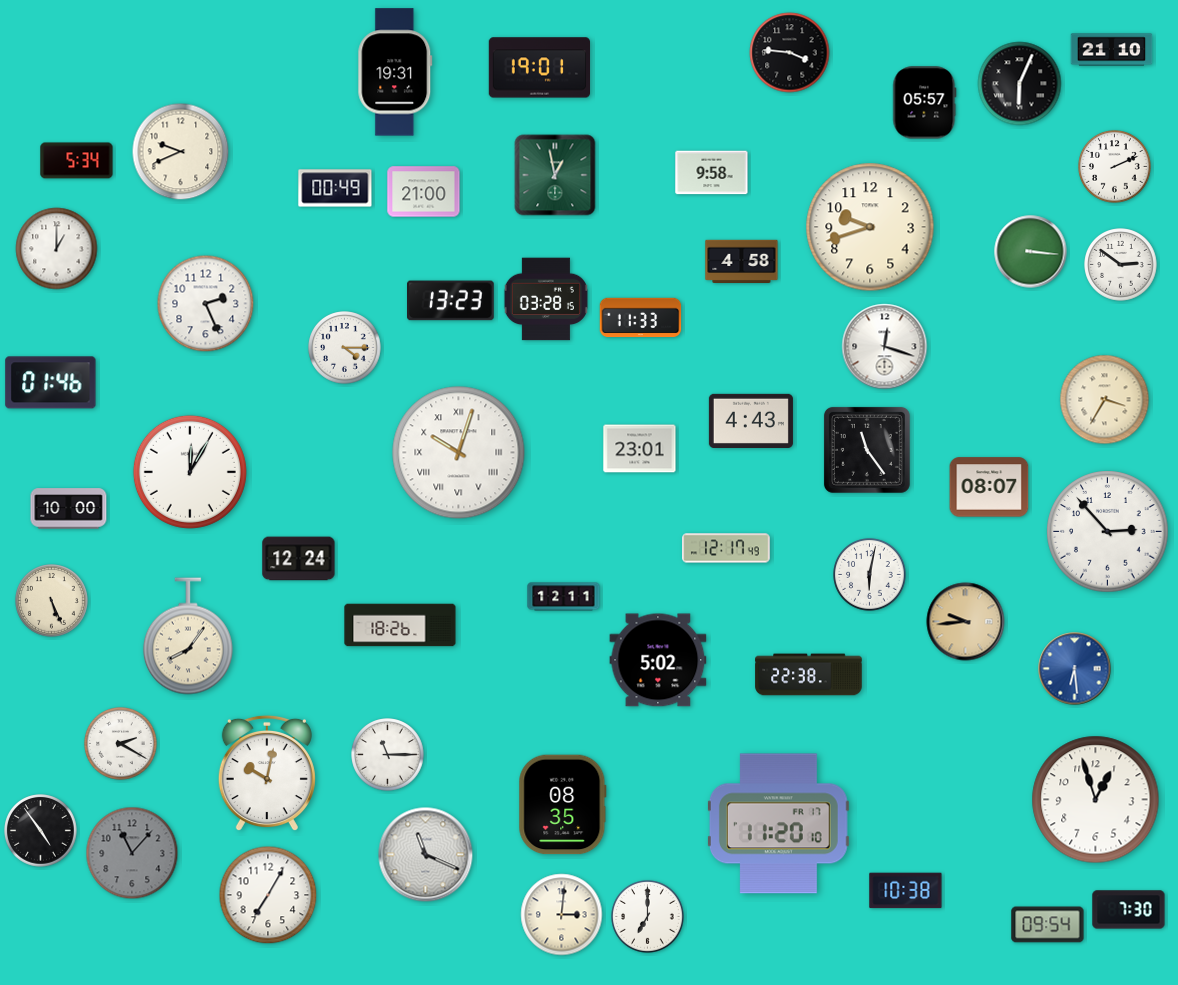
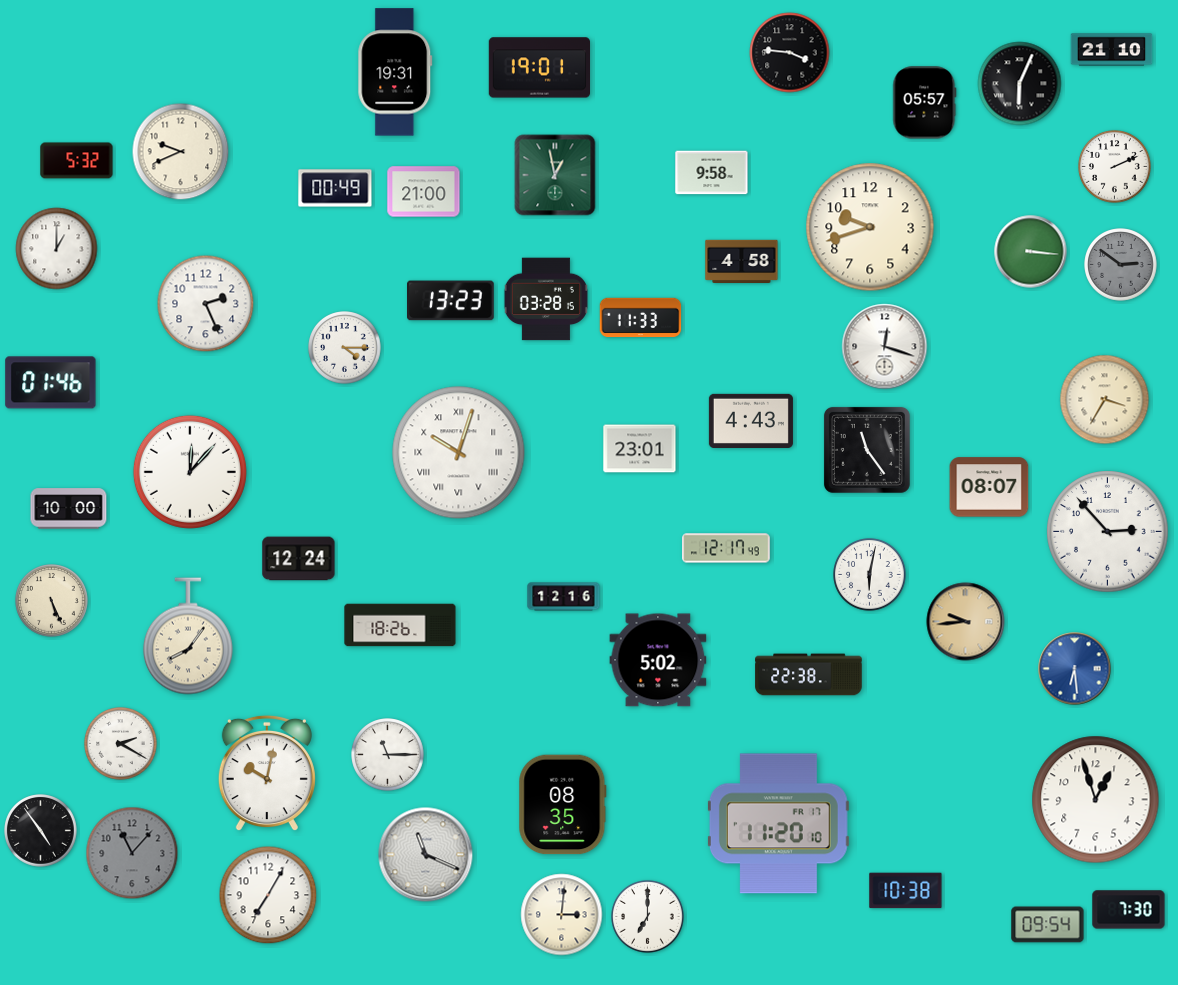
clock at (77, 161): 5:34 -> 5:32
clock at (1121, 265) dial: white -> grey
clock at (190, 472): 12:05 -> 12:07
clock at (564, 597): 12:11 -> 12:16
